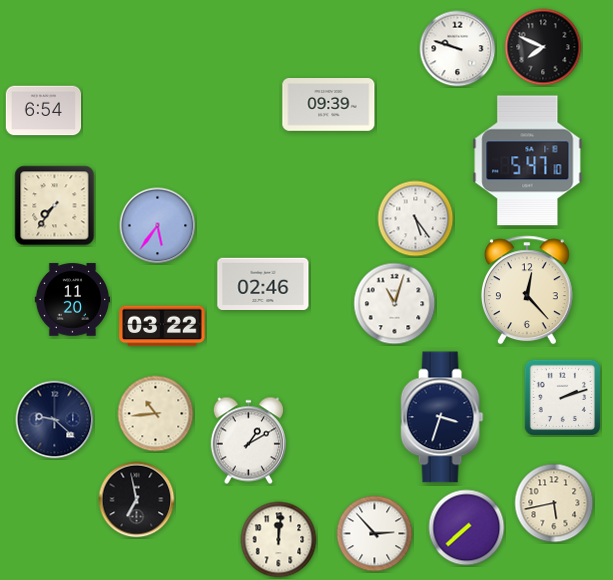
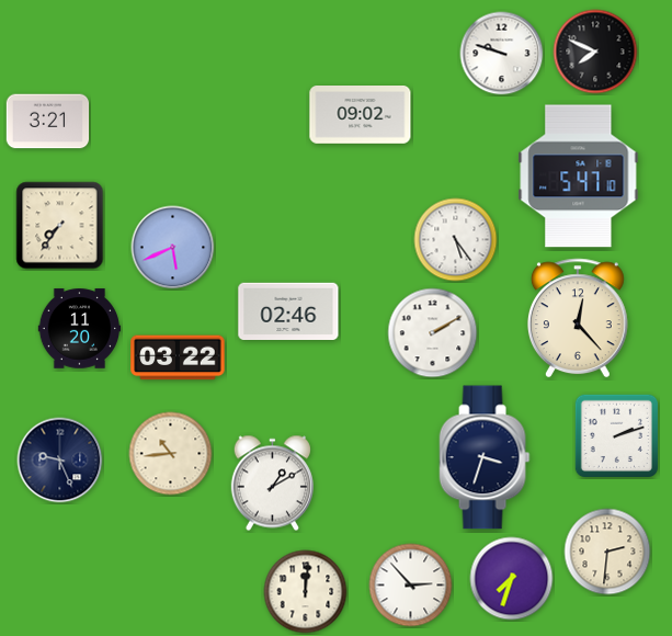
clock at (329, 105): 09:39 -> 09:02
clock at (44, 111): 6:54 -> 3:21
clock at (158, 226): 5:36 -> 5:41
clock at (395, 304): 11:03 -> 2:10
clock at (55, 420): 9:22 -> 9:26
clock at (137, 500): 6:58 -> none
clock at (554, 503): 5:43 -> 2:31
clock at (467, 528): 7:38 -> 7:33
